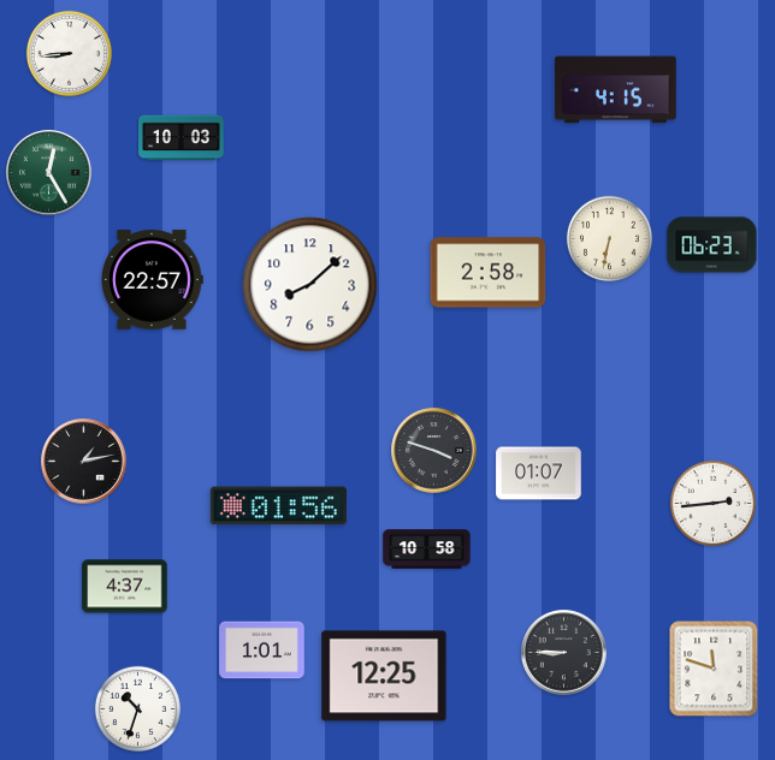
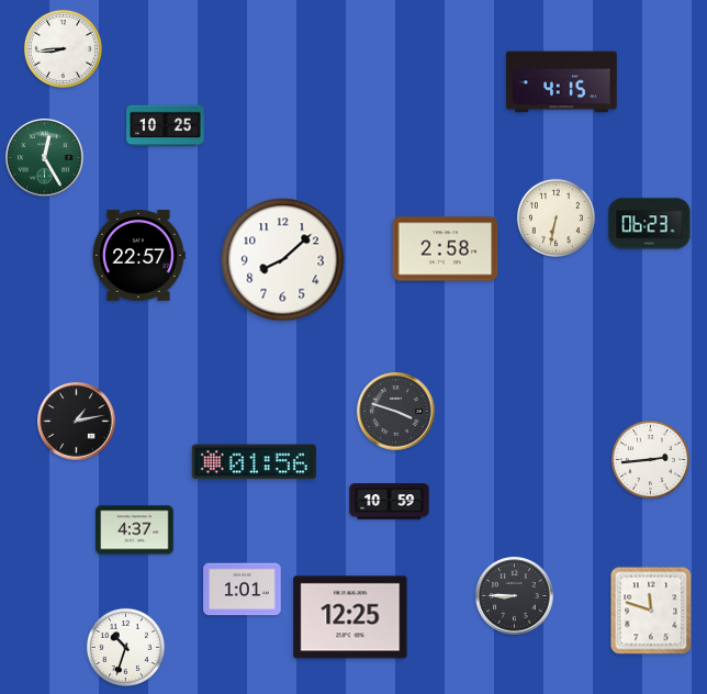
clock at (182, 138): 10:03 -> 10:25
clock at (539, 474): 01:07 -> none
clock at (427, 550): 10:58 -> 10:59
clock at (125, 587) position: (125, 587) -> (135, 530)
clock at (262, 651) position: (262, 651) -> (243, 590)
